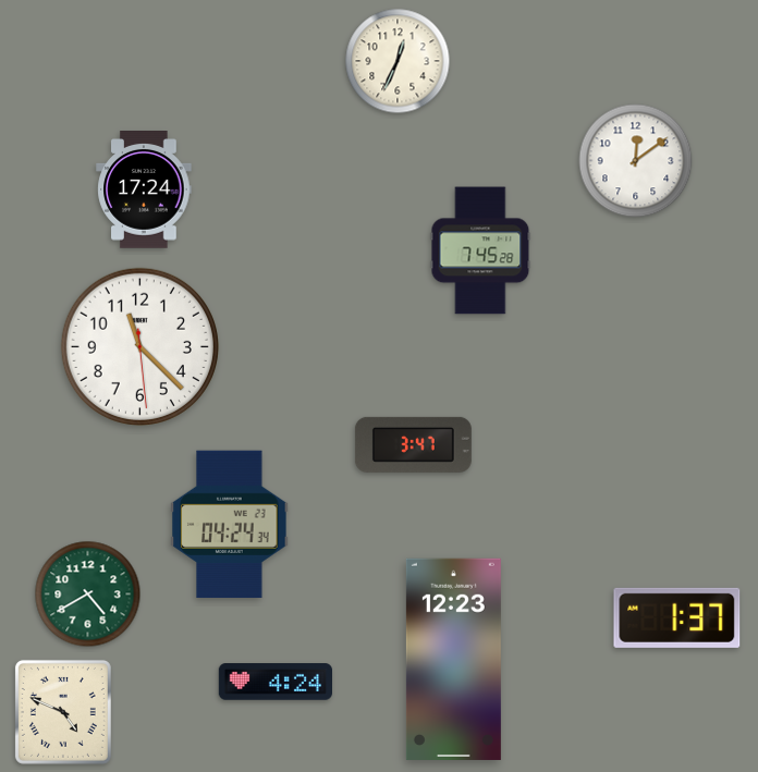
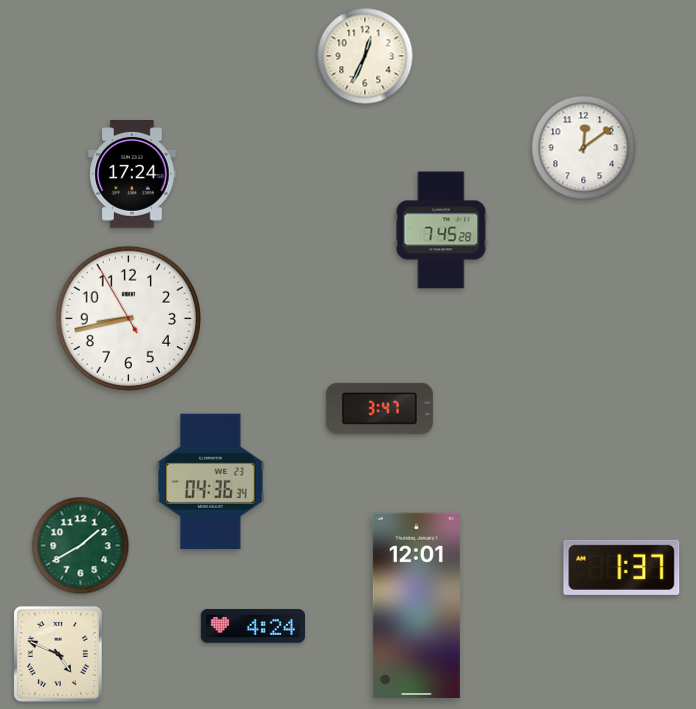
clock at (139, 346): 11:22 -> 8:42
clock at (230, 525): 04:24 -> 04:36
clock at (88, 595): 4:40 -> 1:40
clock at (453, 659): 12:23 -> 12:01
